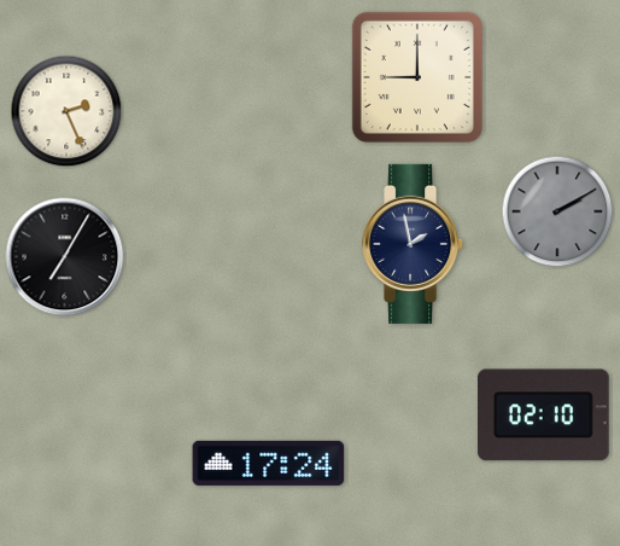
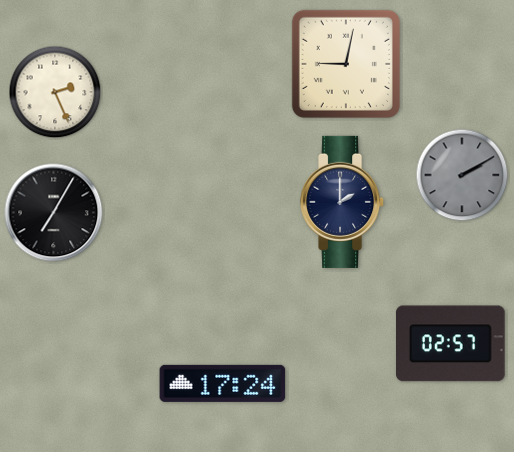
clock at (417, 77): 9:00 -> 9:02
clock at (414, 244): 1:58 -> 2:00
clock at (544, 416): 02:10 -> 02:57
